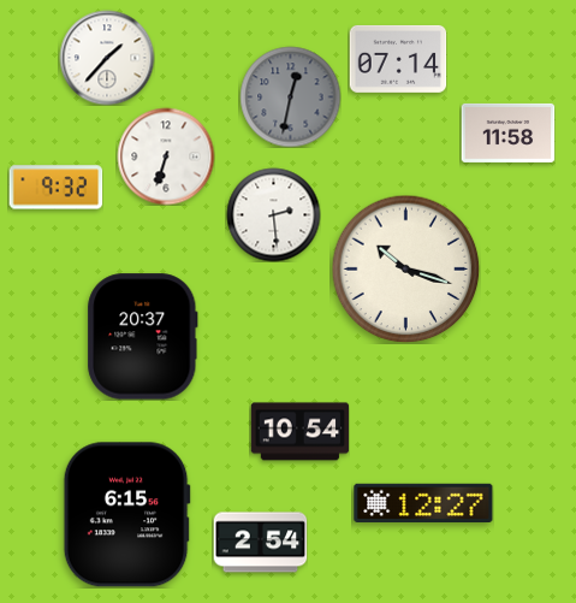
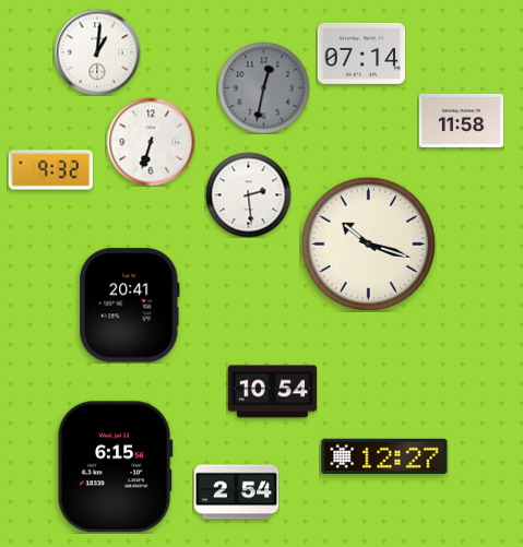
clock at (107, 58): 1:37 -> 1:01
clock at (143, 337): 20:37 -> 20:41
